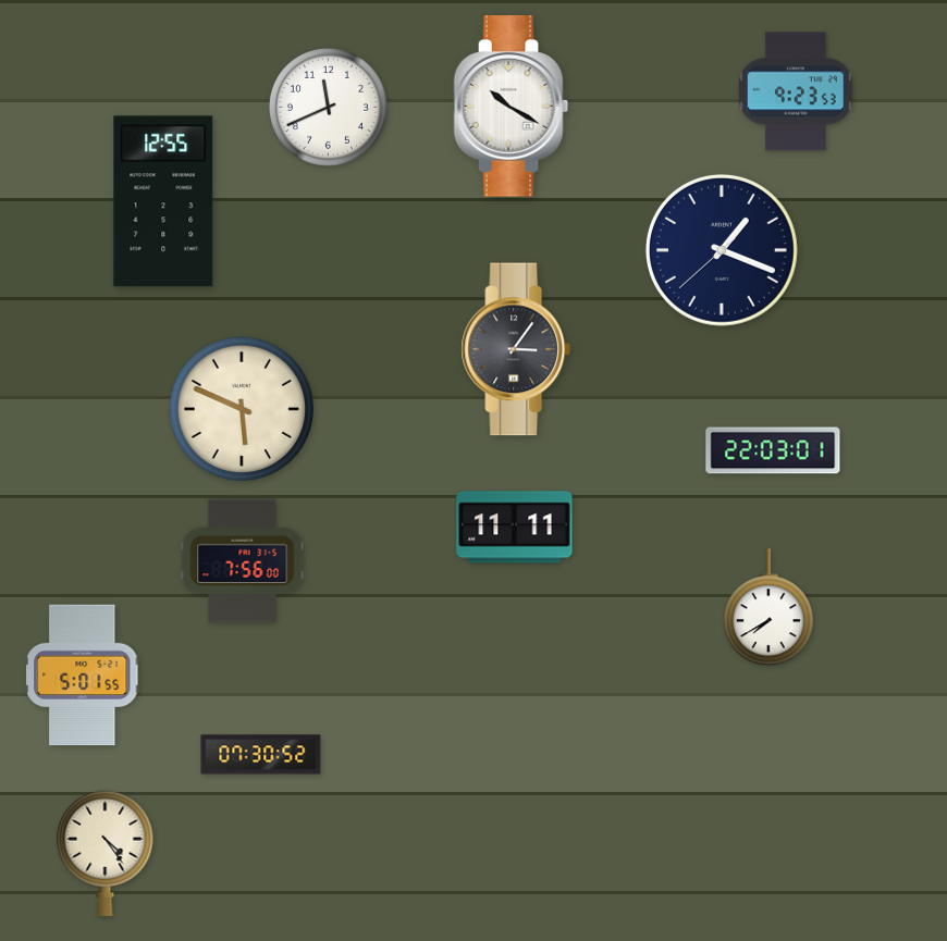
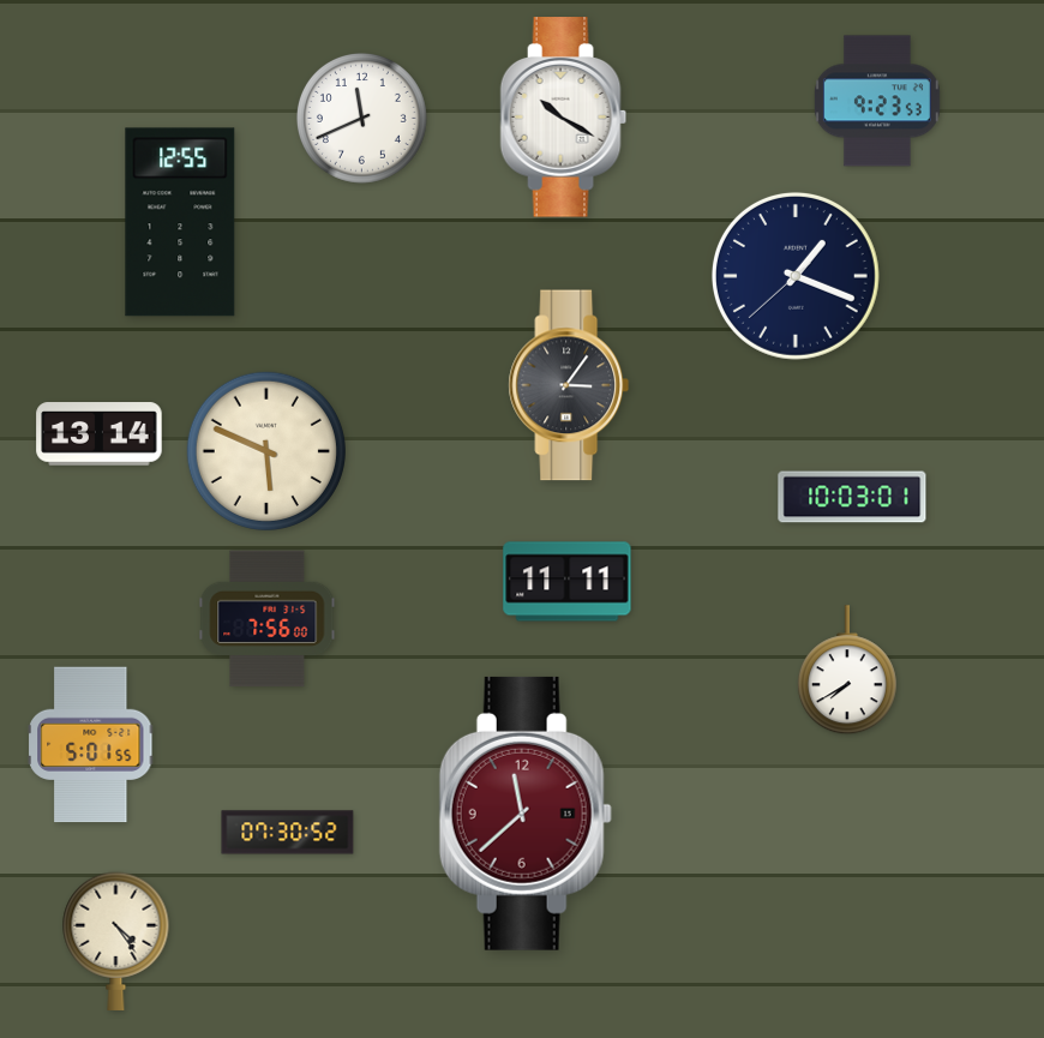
clock at (100, 434): none -> 13:14
clock at (773, 450): 22:03 -> 10:03
clock at (526, 814): none -> 11:38
